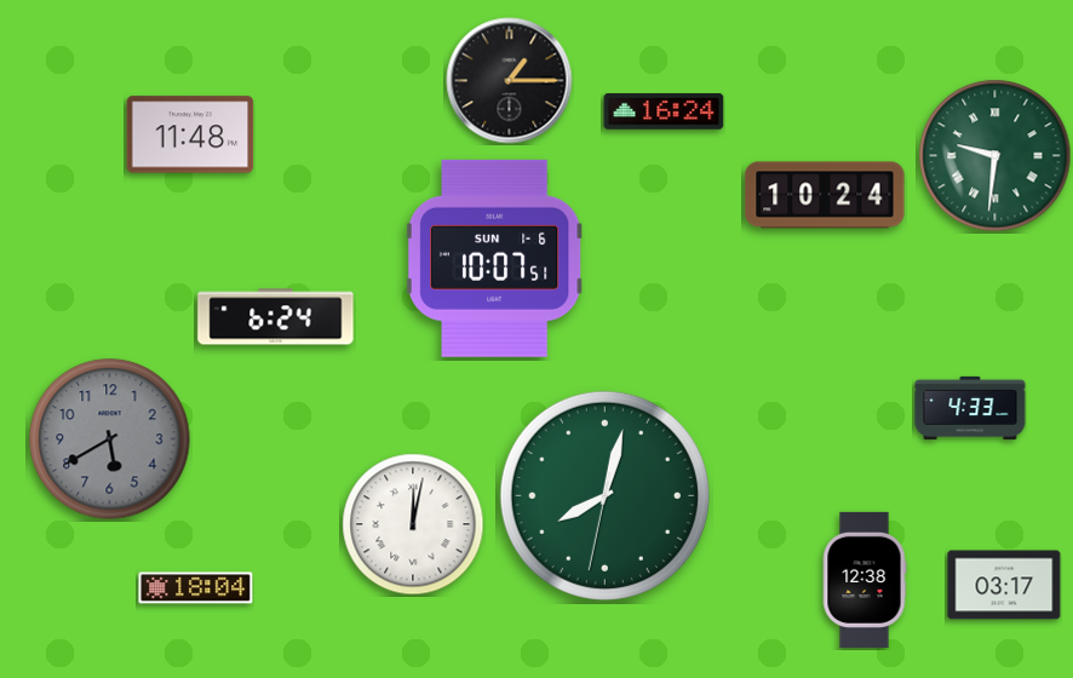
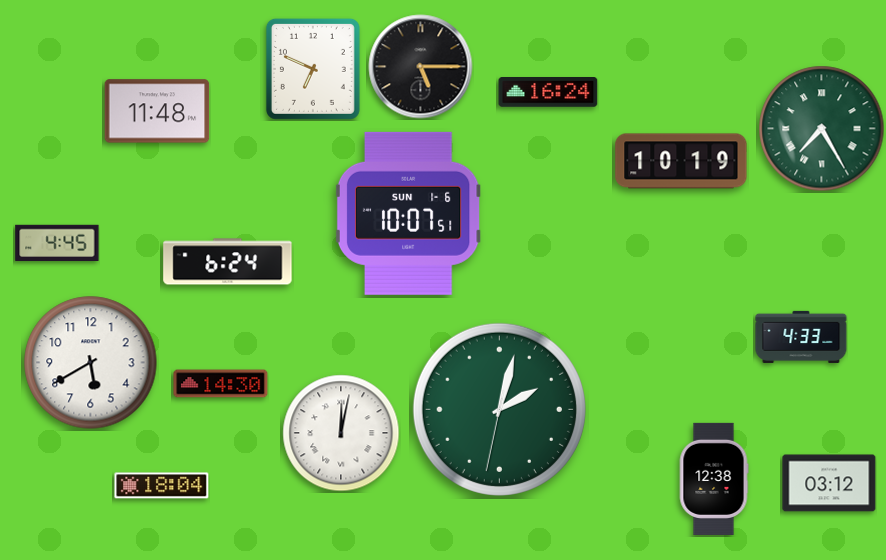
clock at (510, 81): 1:15 -> 5:15
clock at (313, 69): none -> 6:49
clock at (995, 156): 9:31 -> 7:25
clock at (825, 195): 10:24 -> 10:19
clock at (57, 242): none -> 4:45
clock at (110, 439) dial: grey -> white
clock at (221, 384): none -> 14:30
clock at (604, 495): 8:02 -> 2:02
clock at (1004, 585): 03:17 -> 03:12
